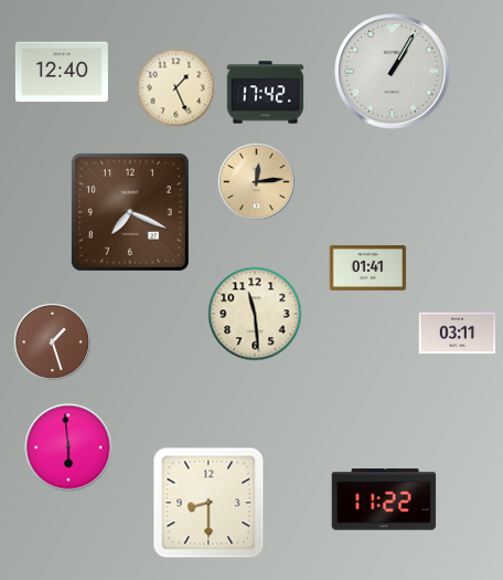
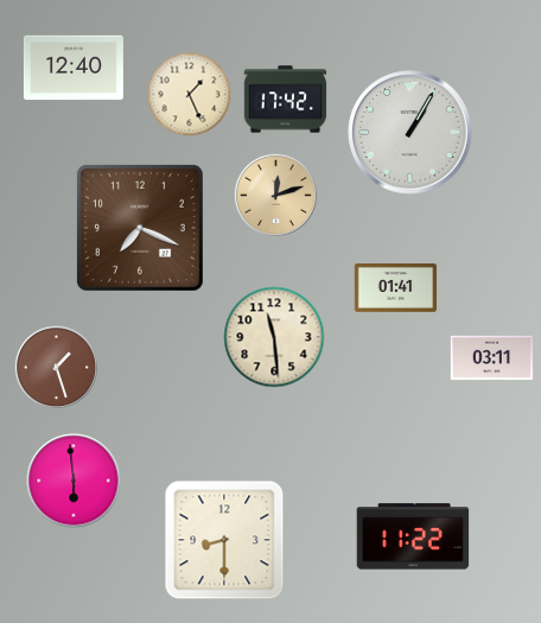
clock at (62, 72) position: (62, 72) -> (74, 68)
clock at (393, 72) position: (393, 72) -> (410, 133)
clock at (256, 181): 12:14 -> 12:12
